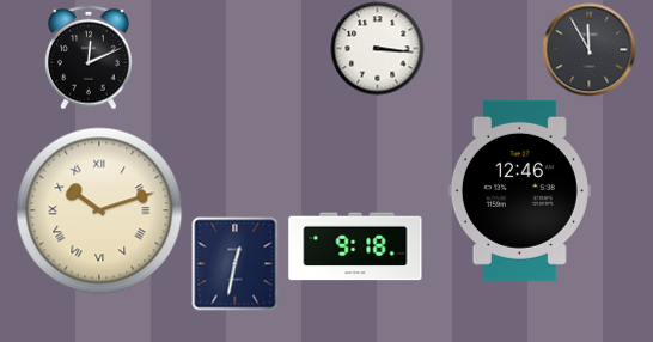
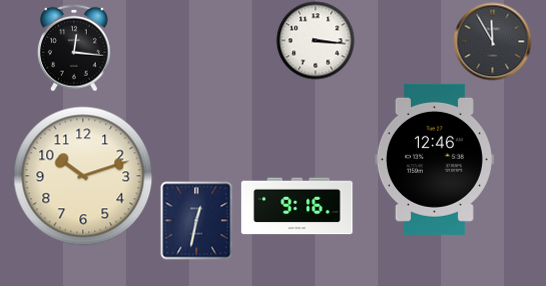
clock at (90, 57): 12:11 -> 12:16
clock at (99, 210) numerals: Roman -> Arabic
clock at (355, 246): 9:18 -> 9:16
